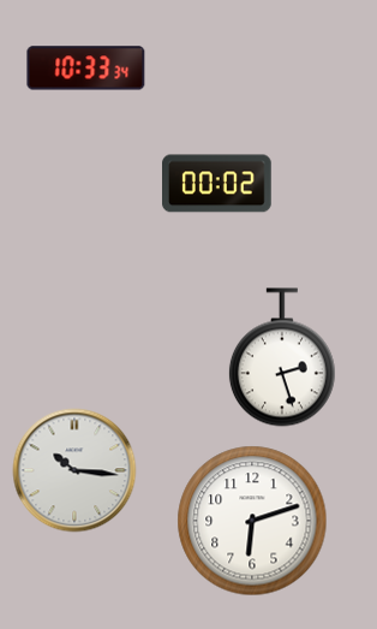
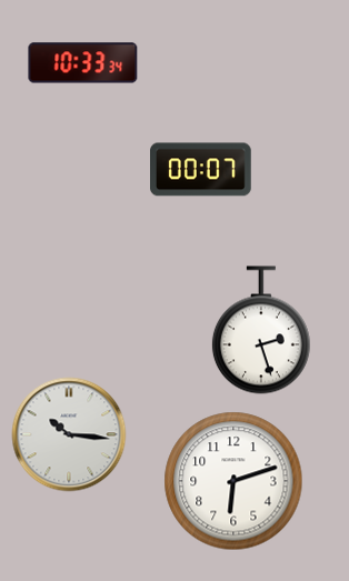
clock at (86, 69) position: (86, 69) -> (83, 63)
clock at (217, 184): 00:02 -> 00:07
